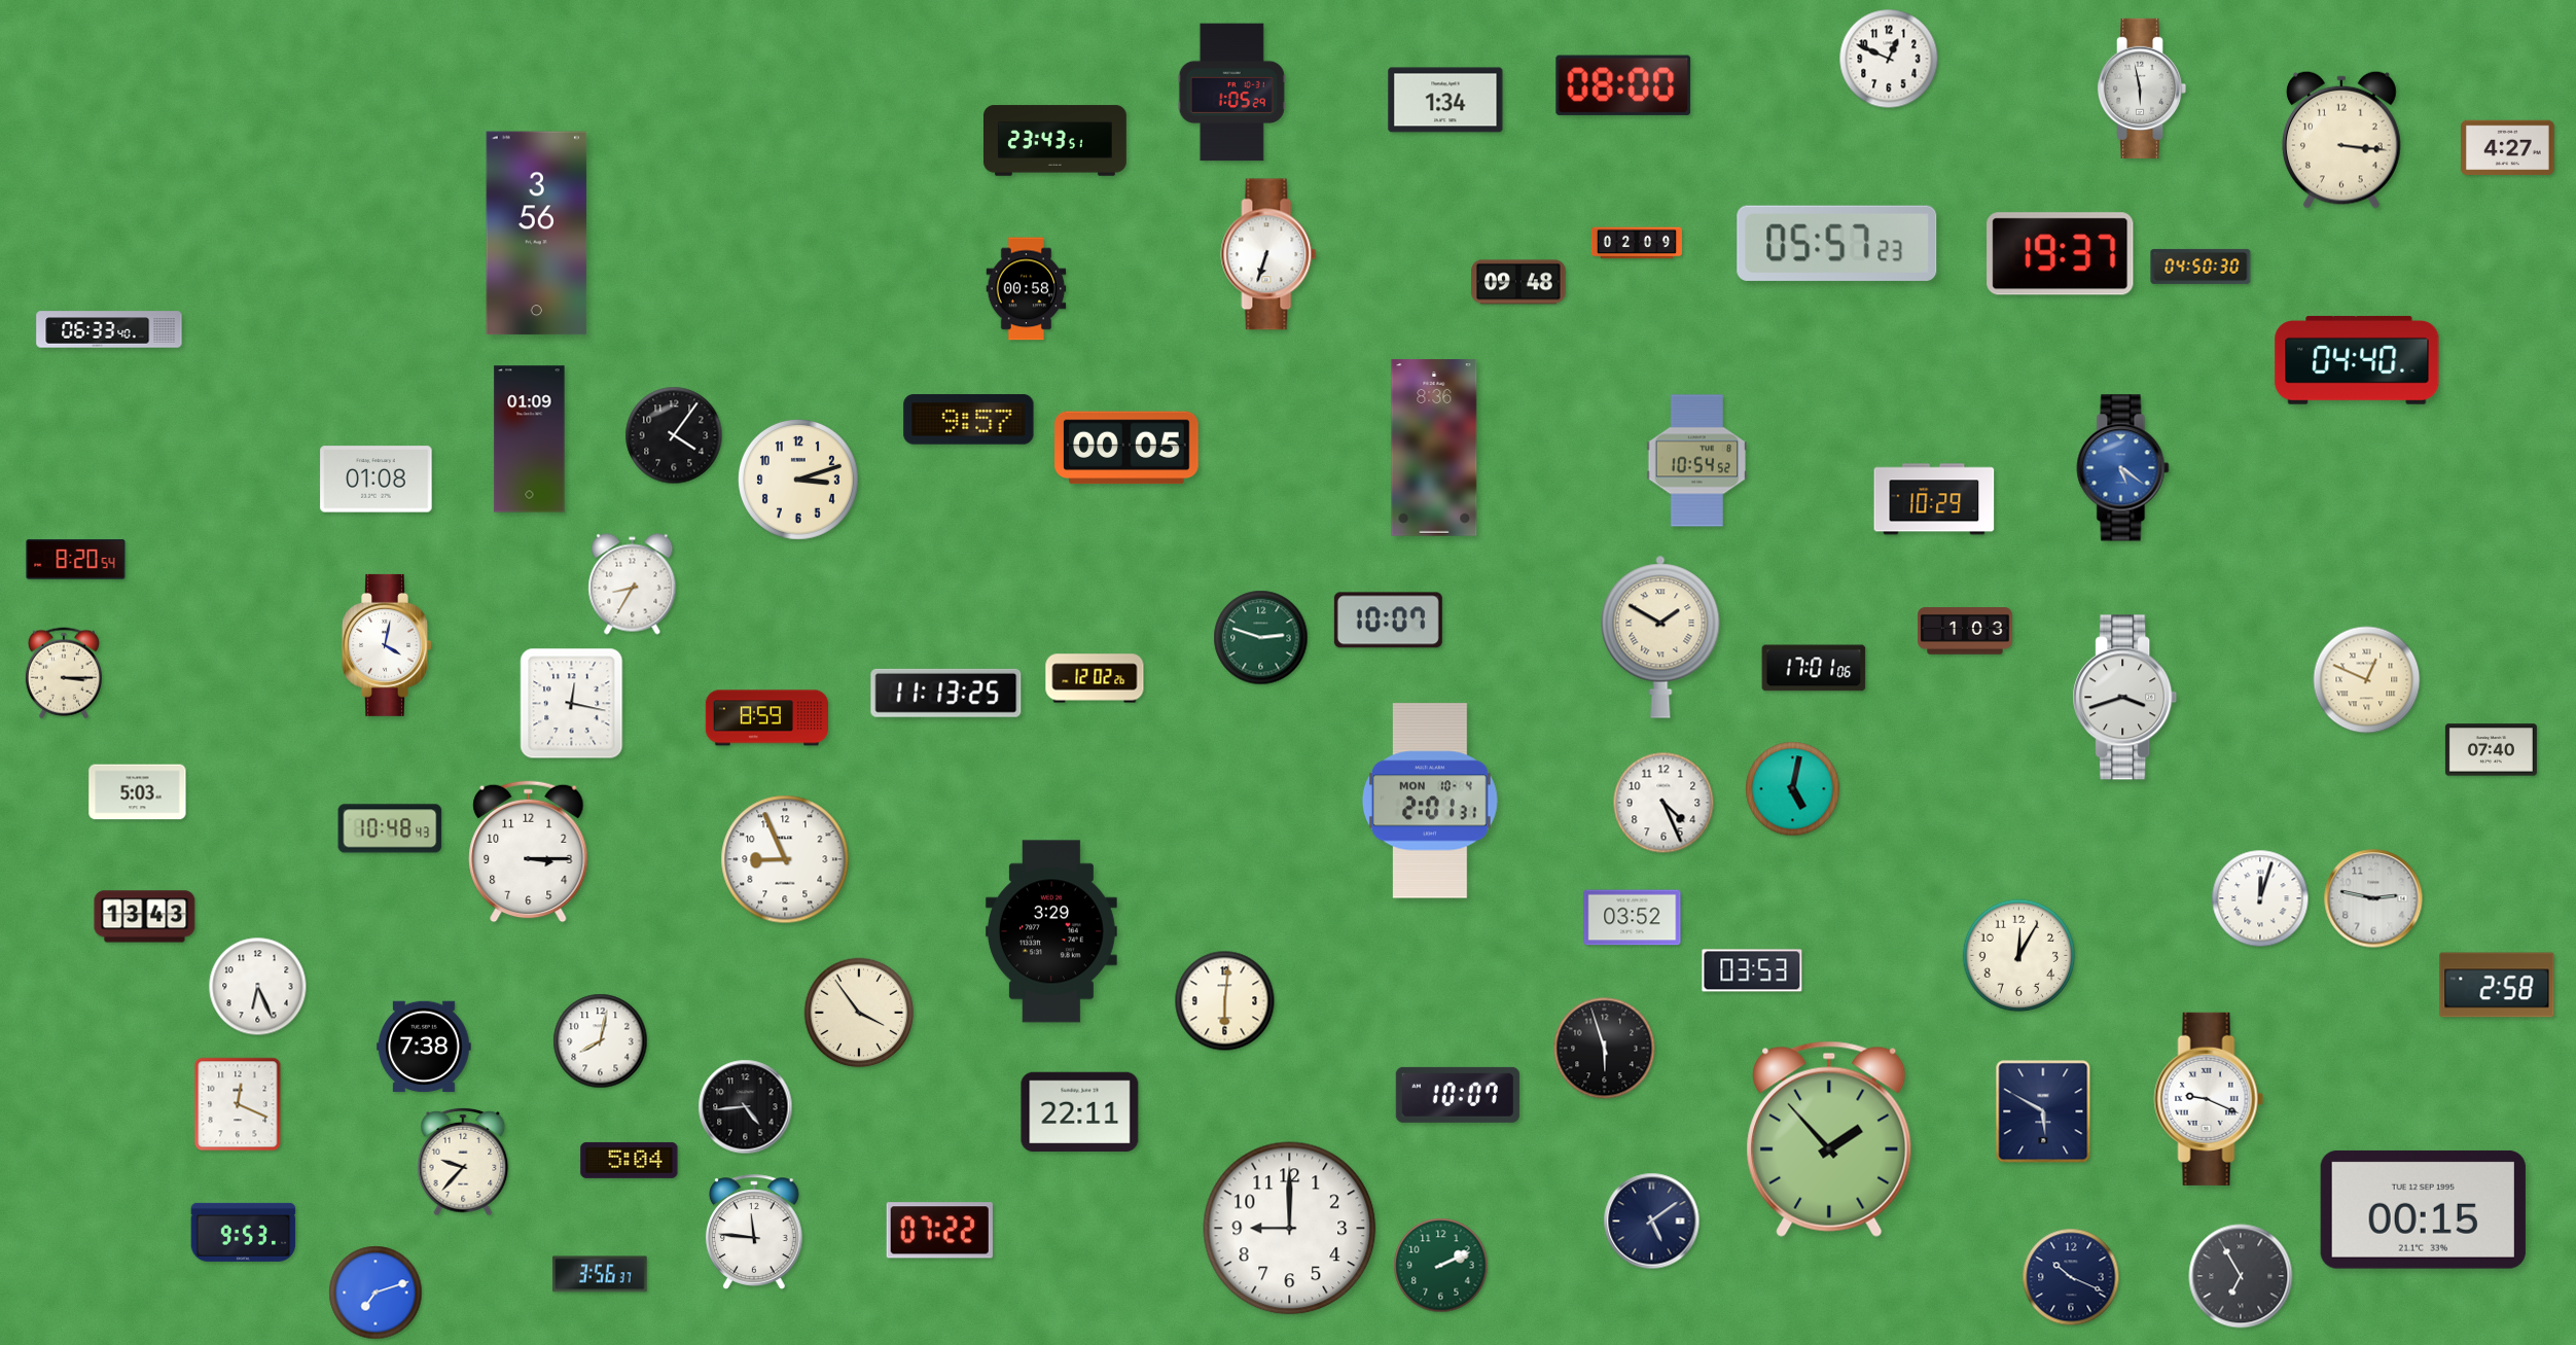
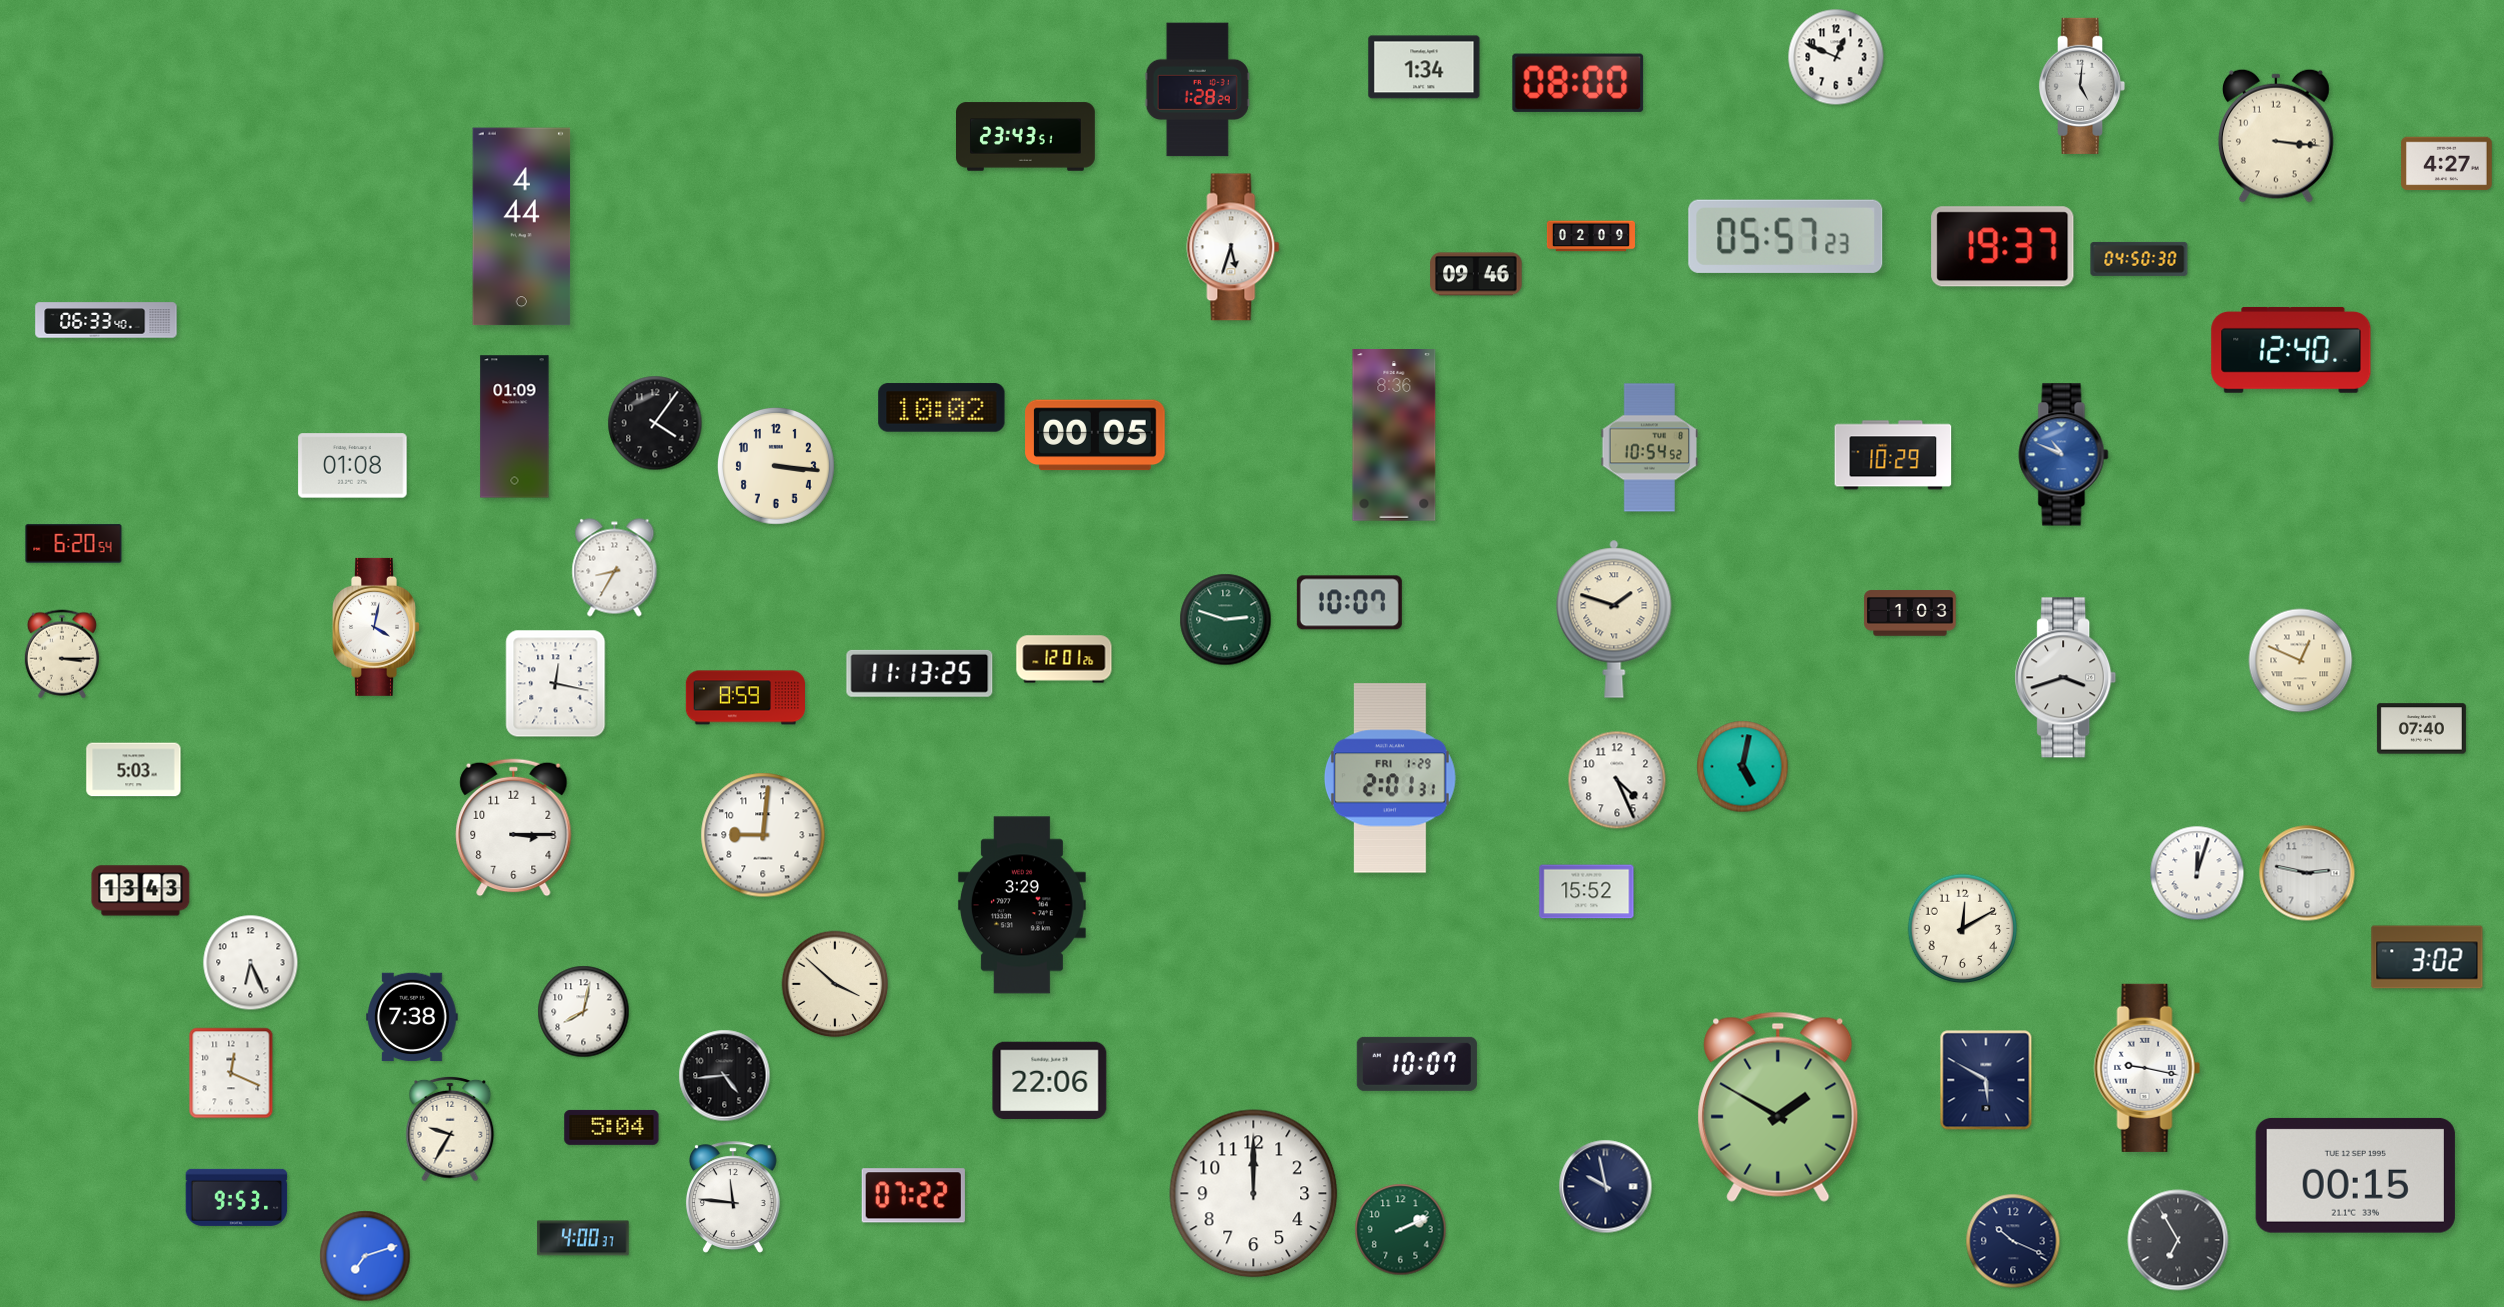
clock at (2142, 89): 5:58 -> 5:01
clock at (1231, 93): 1:05 -> 1:28
clock at (1445, 100) position: (1445, 100) -> (1424, 67)
clock at (2508, 148) position: (2508, 148) -> (2447, 164)
clock at (537, 234): 3:56 -> 4:44
clock at (1268, 254): 6:33 -> 5:33
clock at (1518, 282): 09:48 -> 09:46
clock at (1027, 289): 00:58 -> none
clock at (2357, 360): 04:40 -> 12:40
clock at (969, 420): 9:57 -> 10:02
clock at (2123, 468): 5:21 -> 10:49
clock at (377, 480) position: (377, 480) -> (353, 466)
clock at (798, 480): 3:12 -> 3:16
clock at (1934, 499) position: (1934, 499) -> (1893, 455)
clock at (76, 560): 8:20 -> 6:20
clock at (1660, 637): 1:50 -> 1:48
clock at (1814, 668): 17:01 -> none
clock at (1095, 678): 12:02 -> 12:01
clock at (1430, 801) date: MON 10-4 -> FRI 1-29
clock at (390, 828): 10:48 -> none
clock at (785, 859): 8:56 -> 9:01
clock at (1633, 918): 03:52 -> 15:52
clock at (2019, 956): 12:05 -> 12:10
clock at (1752, 970): 03:53 -> none
clock at (2497, 985): 2:58 -> 3:02
clock at (258, 987) position: (258, 987) -> (251, 963)
clock at (1225, 1001): 6:01 -> none
clock at (859, 1013): 3:54 -> 3:52
clock at (1605, 1049): 5:57 -> none
clock at (2209, 1099): 9:19 -> 9:17
clock at (1080, 1112): 22:11 -> 22:06
clock at (1829, 1139): 1:53 -> 1:50
clock at (463, 1162): 9:37 -> 9:35
clock at (1652, 1222): 5:09 -> 9:58
clock at (1290, 1229): 9:00 -> 12:00
clock at (600, 1274): 3:56 -> 4:00
